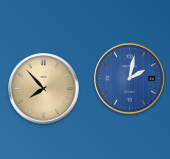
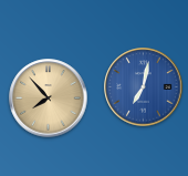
clock at (130, 79): 2:02 -> 7:02
